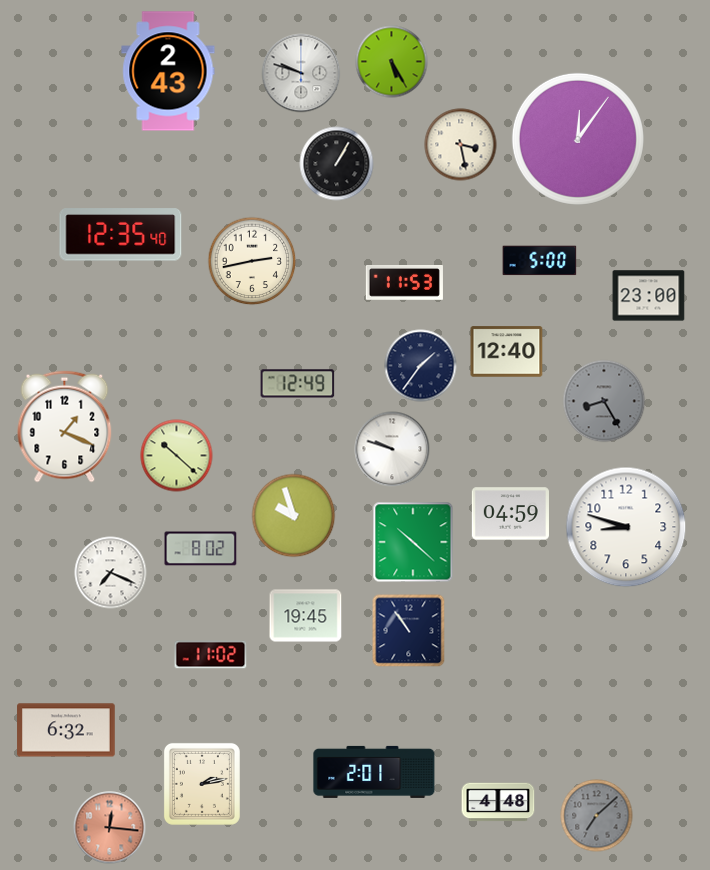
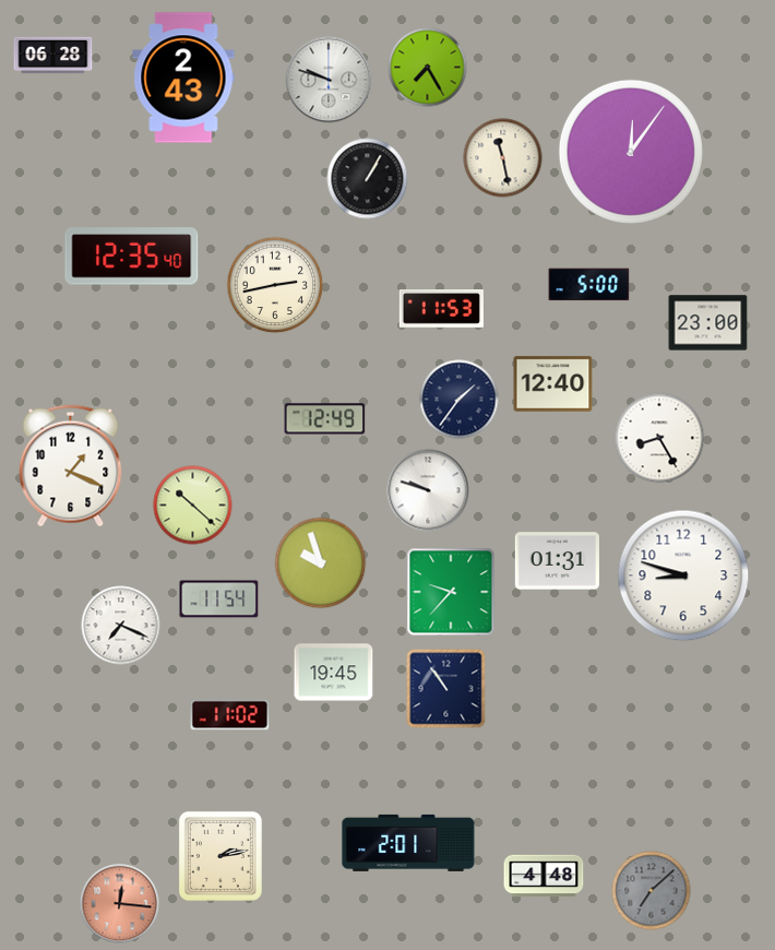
clock at (53, 56): none -> 06:28
clock at (392, 62): 5:25 -> 7:25
clock at (461, 145): 3:28 -> 11:28
clock at (604, 401) dial: grey -> white
clock at (177, 456) position: (177, 456) -> (193, 506)
clock at (510, 514): 04:59 -> 01:31
clock at (413, 542): 10:22 -> 9:37
clock at (201, 549): 8:02 -> 11:54
clock at (66, 730): 6:32 -> none
